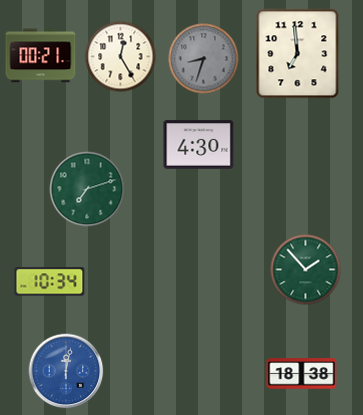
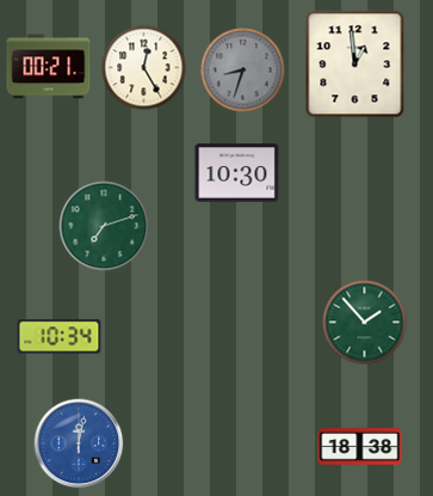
clock at (298, 54): 6:59 -> 12:59
clock at (199, 145): 4:30 -> 10:30
